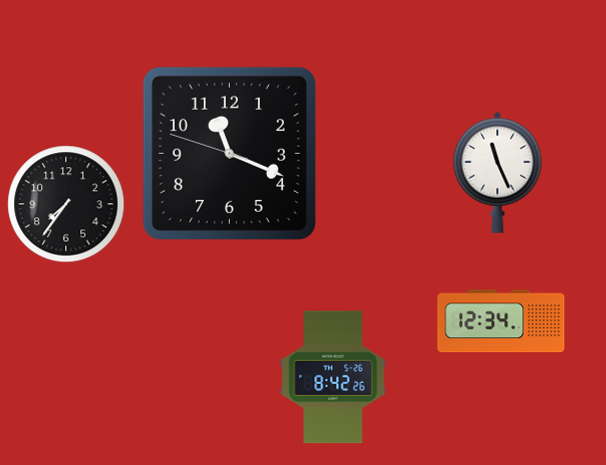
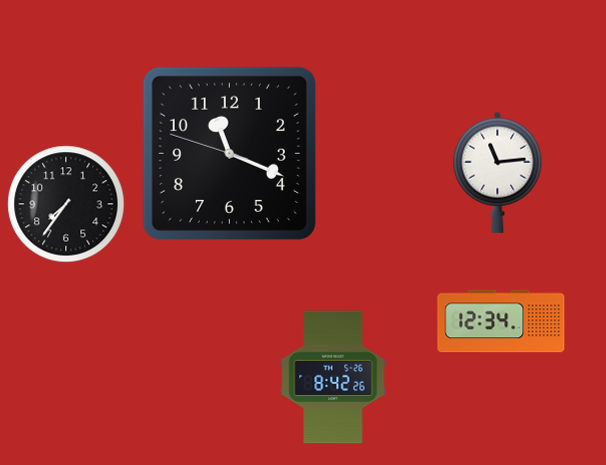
clock at (498, 172): 11:26 -> 11:14
